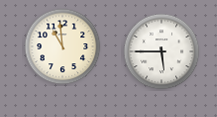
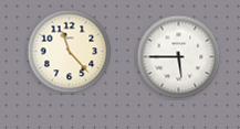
clock at (63, 47): 10:59 -> 11:23
